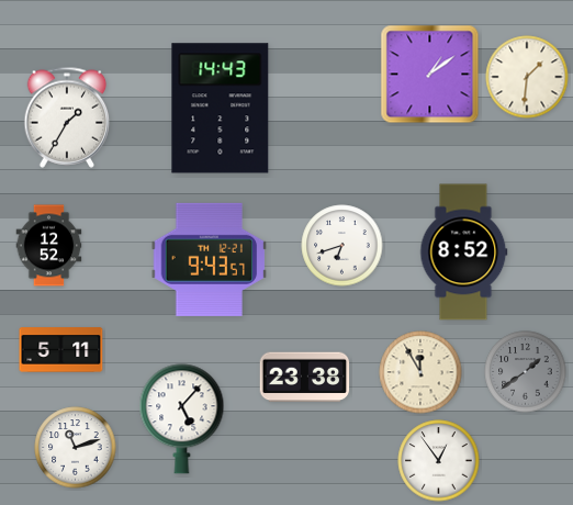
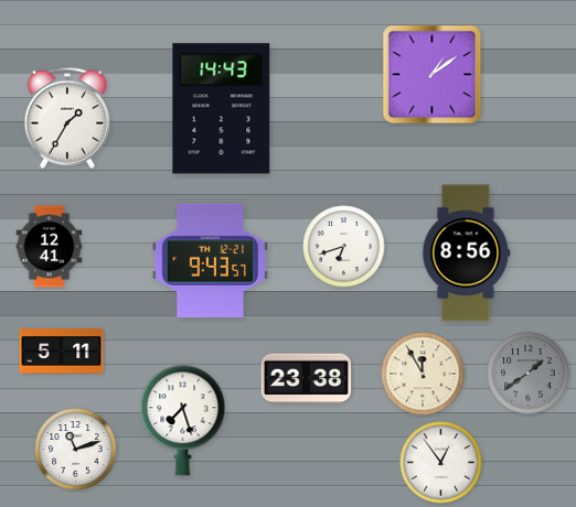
clock at (527, 77): 1:31 -> none
clock at (49, 246): 12:52 -> 12:41
clock at (464, 252): 8:52 -> 8:56
clock at (182, 419): 5:07 -> 7:27
